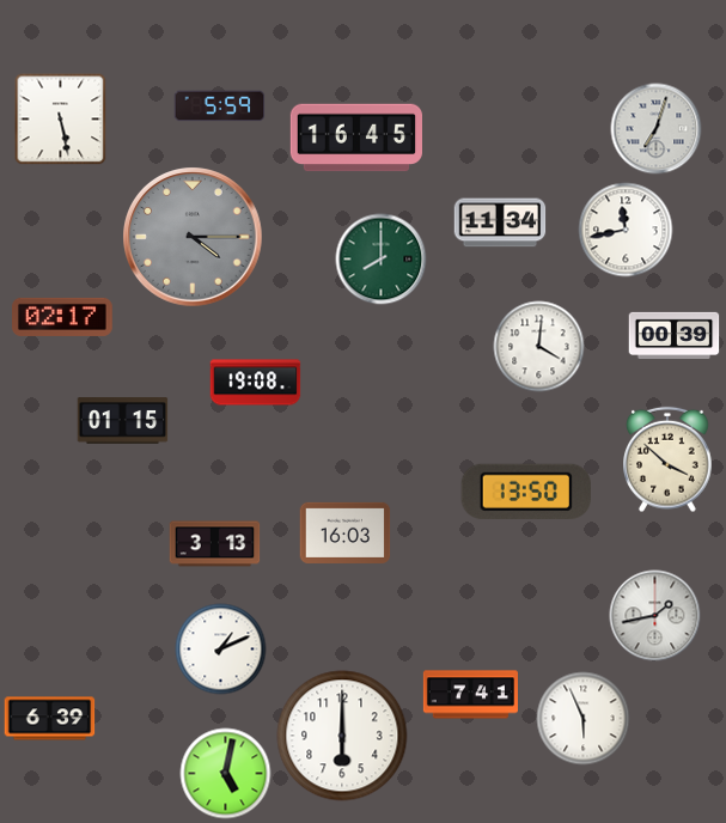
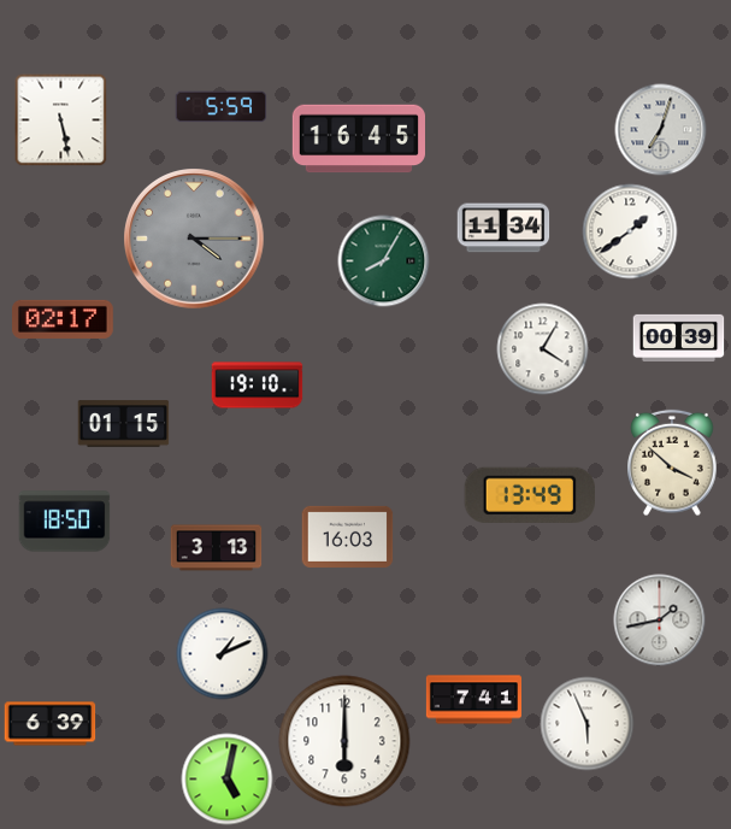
clock at (500, 222) position: (500, 222) -> (503, 228)
clock at (626, 230): 11:43 -> 1:39
clock at (382, 260): 8:00 -> 8:05
clock at (539, 347): 4:01 -> 4:05
clock at (256, 383): 19:08 -> 19:10
clock at (526, 492): 13:50 -> 13:49
clock at (65, 522): none -> 18:50
